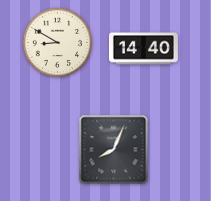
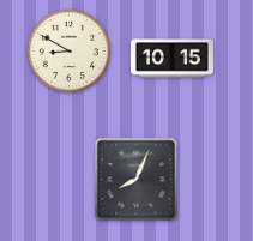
clock at (144, 49): 14:40 -> 10:15
